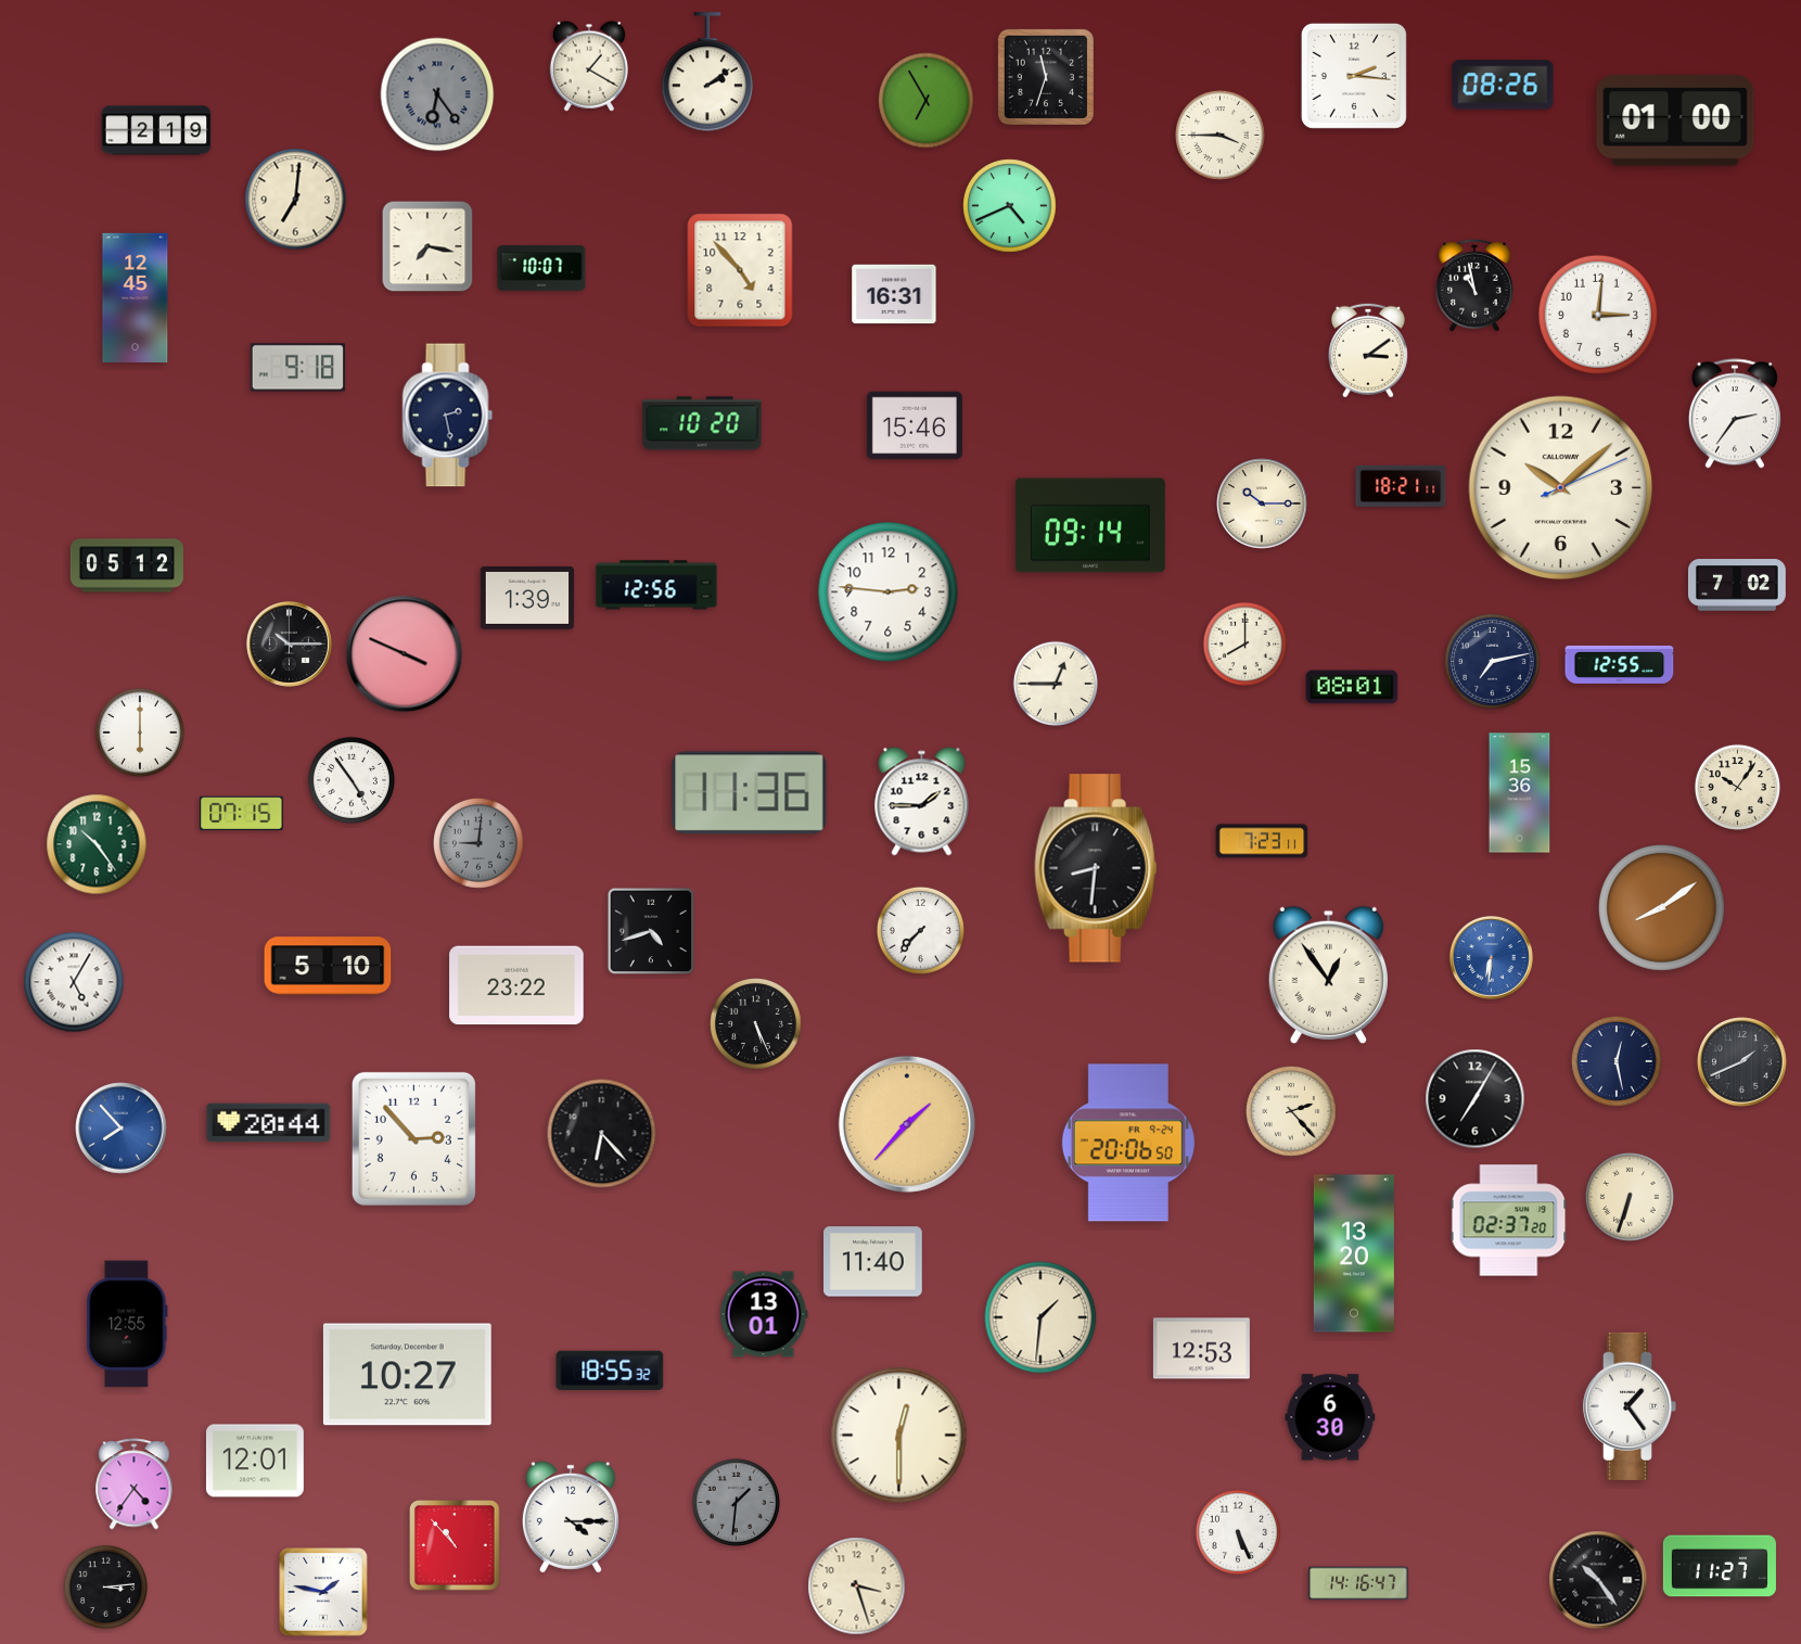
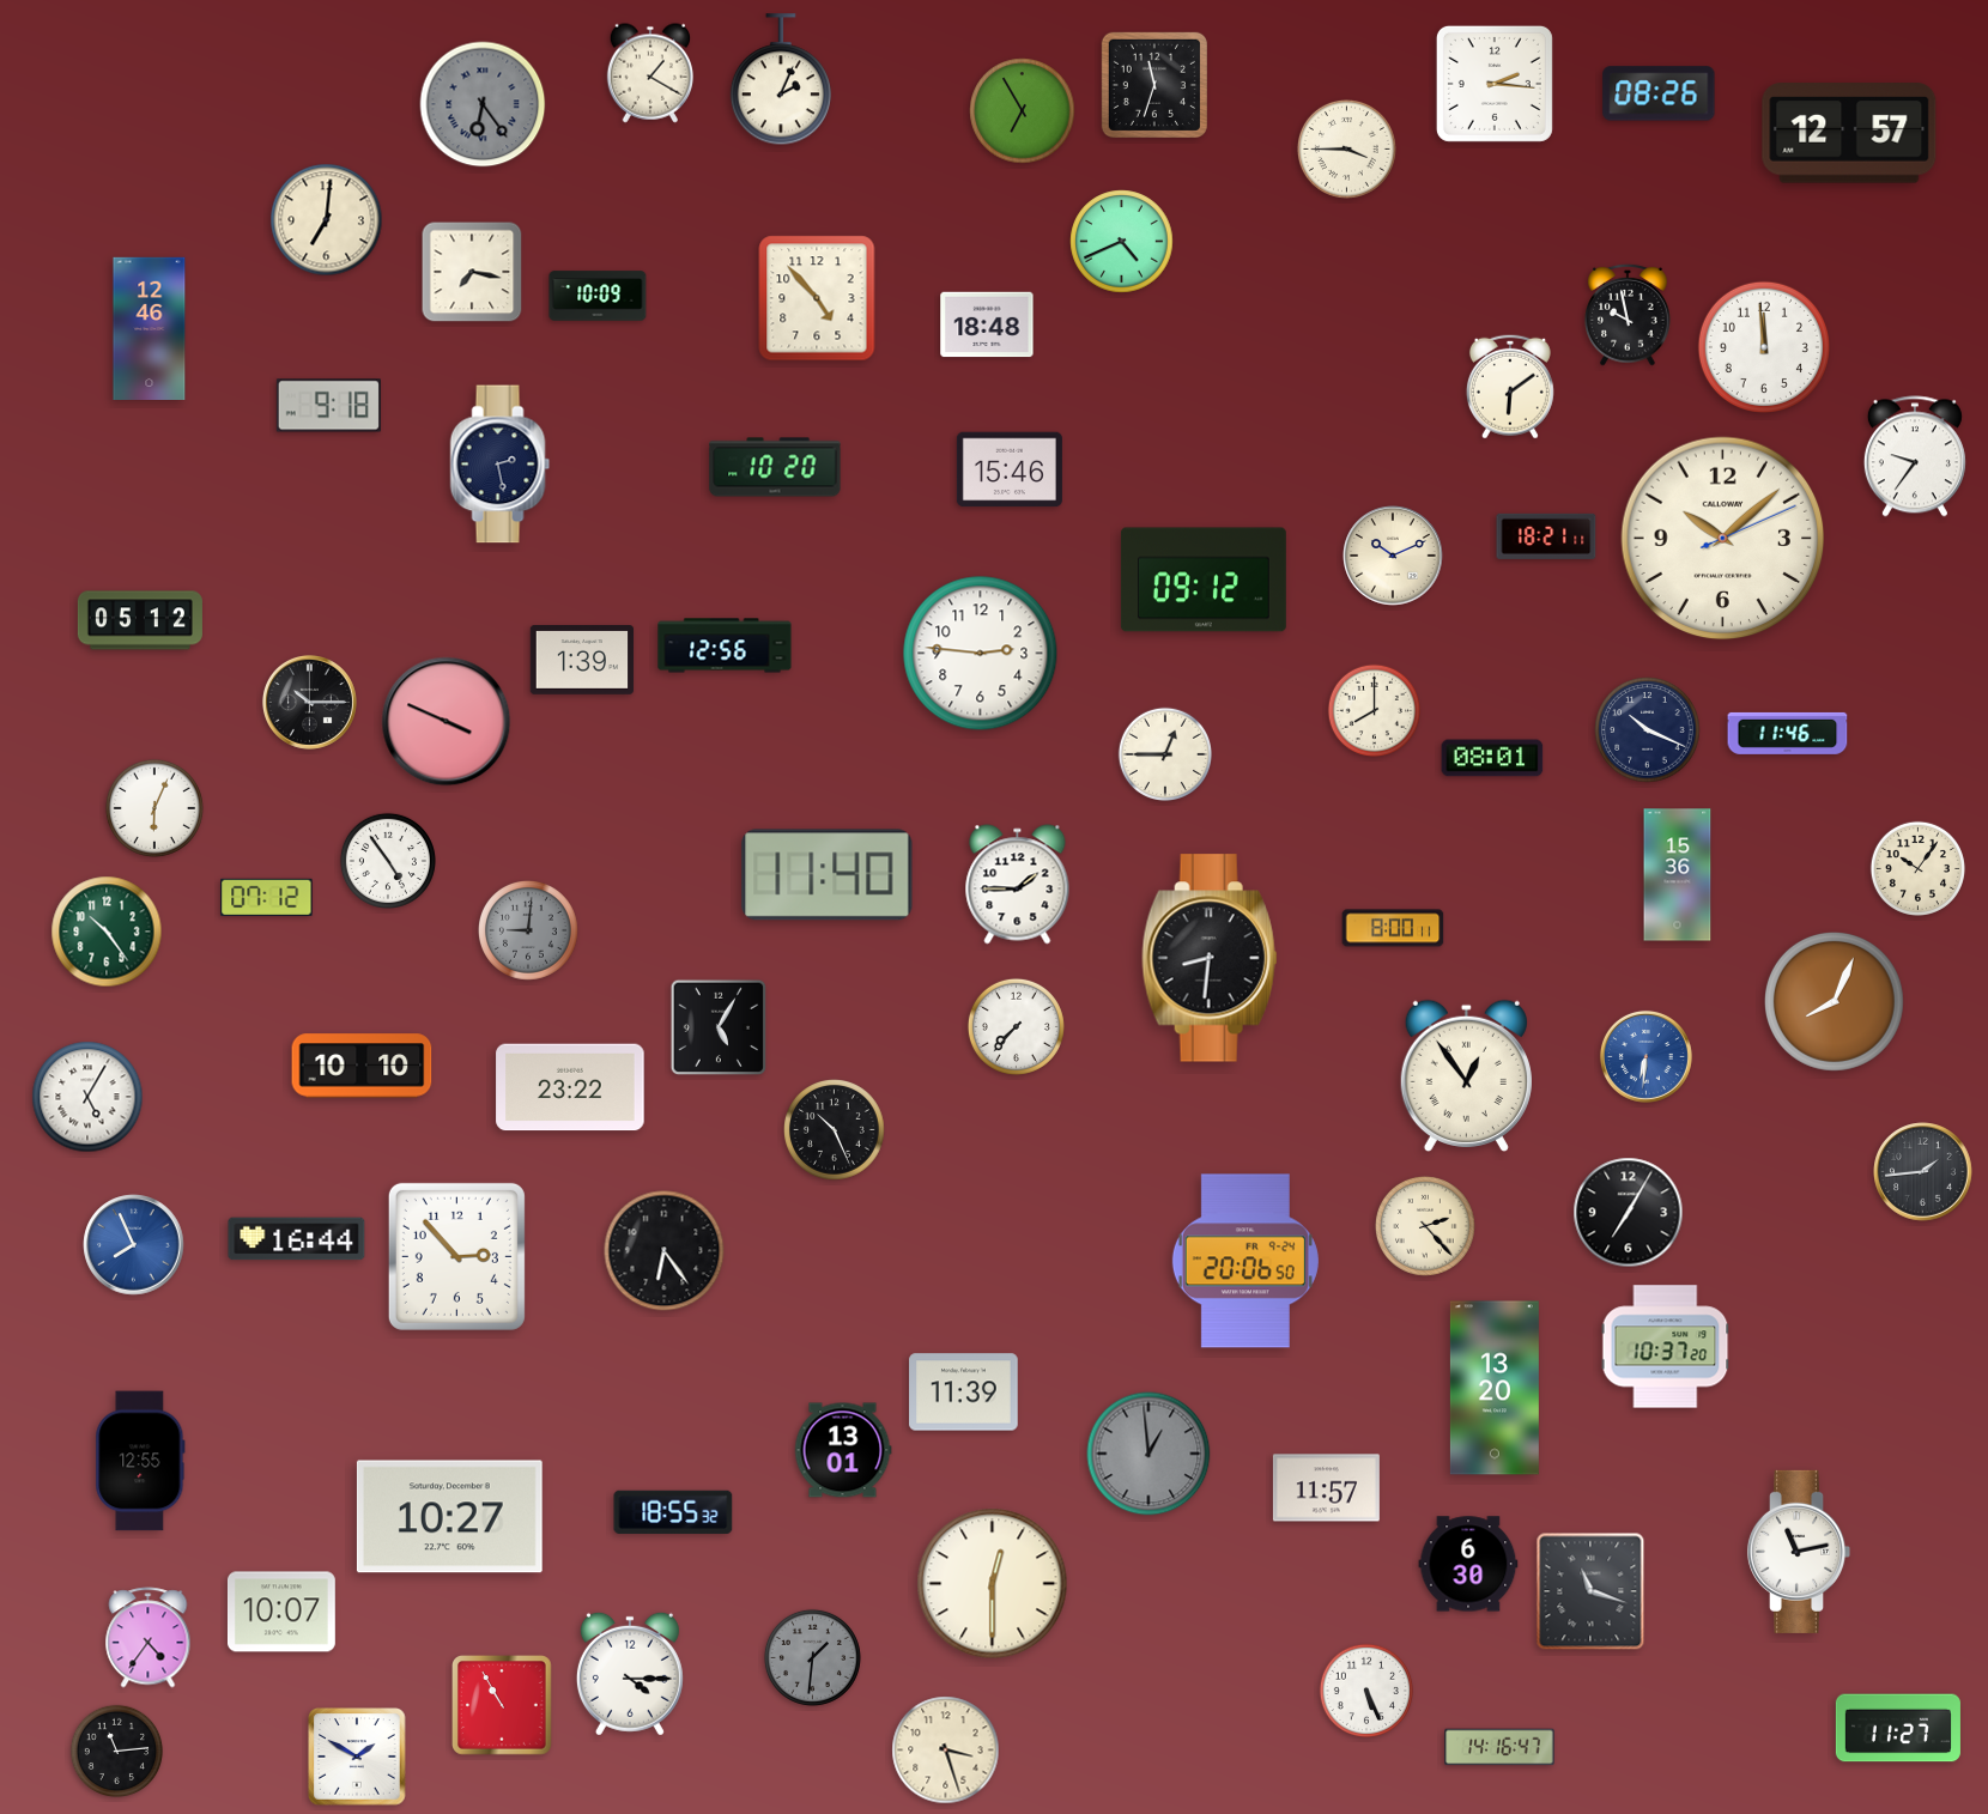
clock at (707, 73): 2:09 -> 2:04
clock at (1675, 120): 01:00 -> 12:57
clock at (156, 130): 2:19 -> none
clock at (1010, 206) position: (1010, 206) -> (1122, 242)
clock at (541, 268): 10:07 -> 10:09
clock at (1474, 285): 10:58 -> 9:58
clock at (894, 294): 16:31 -> 18:48
clock at (136, 297): 12:45 -> 12:46
clock at (1598, 315): 3:01 -> 11:59
clock at (1368, 351): 3:09 -> 6:09
clock at (1735, 413): 2:36 -> 9:36
clock at (448, 416) position: (448, 416) -> (501, 465)
clock at (1262, 504): 10:15 -> 10:11
clock at (1090, 525): 09:14 -> 09:12
clock at (127, 565) position: (127, 565) -> (140, 620)
clock at (1737, 585): 7:02 -> none
clock at (289, 643) position: (289, 643) -> (309, 702)
clock at (1493, 662): 7:13 -> 10:19
clock at (1620, 664): 12:55 -> 11:46
clock at (140, 732): 6:00 -> 6:04
clock at (750, 793): 11:36 -> 11:40
clock at (242, 813): 07:15 -> 07:12
clock at (1262, 841): 7:23 -> 8:00
clock at (1661, 907): 8:09 -> 8:04
clock at (651, 931): 4:42 -> 5:05
clock at (328, 966): 5:10 -> 10:10
clock at (74, 982) position: (74, 982) -> (87, 1097)
clock at (756, 1024): 5:26 -> 10:26
clock at (1617, 1061): 12:28 -> none
clock at (1742, 1062): 1:41 -> 1:44
clock at (269, 1123): 20:44 -> 16:44
clock at (907, 1124): 1:37 -> none
clock at (122, 1129): 7:53 -> 7:56
clock at (602, 1134): 6:23 -> 6:24
clock at (1630, 1197): 6:33 -> none
clock at (1509, 1221): 02:37 -> 10:37
clock at (1354, 1253) position: (1354, 1253) -> (1495, 1388)
clock at (873, 1262): 11:40 -> 11:39
clock at (1040, 1317): 1:31 -> 12:59
clock at (1040, 1317) dial: cream -> grey
clock at (1201, 1349): 12:53 -> 11:57
clock at (1630, 1406): 1:24 -> 11:13
clock at (1590, 1591): none -> 11:18
clock at (255, 1461): 12:01 -> 10:07
clock at (456, 1546): 10:53 -> 10:55
clock at (1598, 1580): 10:24 -> none
clock at (106, 1588): 3:14 -> 11:14
clock at (323, 1592): 1:47 -> 1:50
